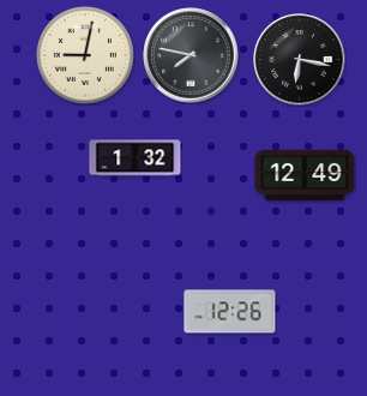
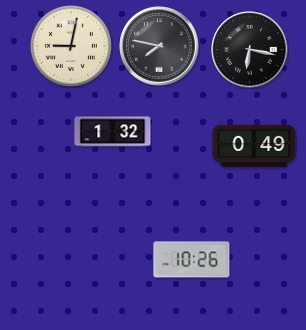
clock at (305, 175): 12:49 -> 0:49
clock at (230, 312): 12:26 -> 10:26
